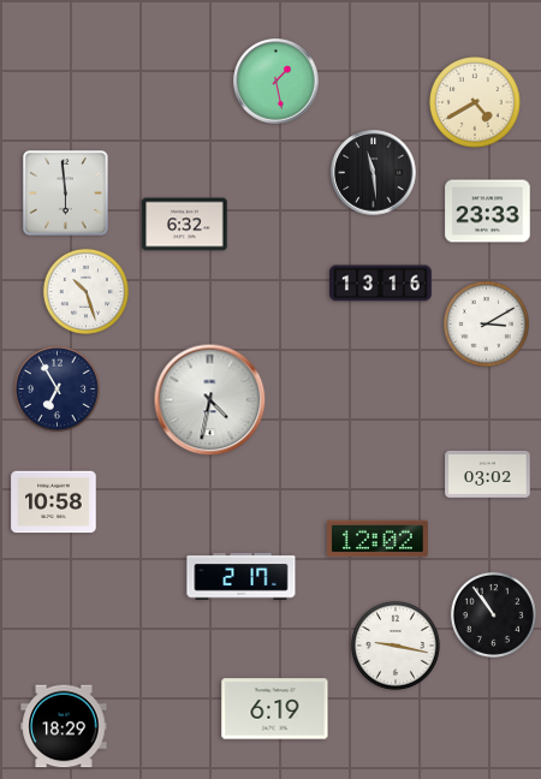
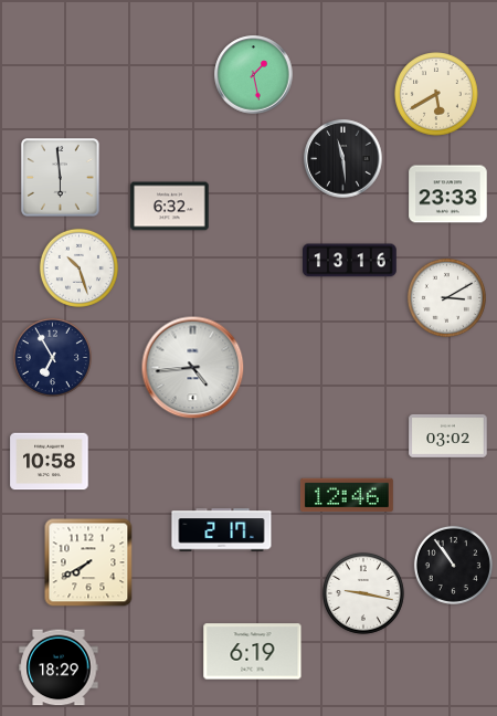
clock at (475, 102): 4:40 -> 5:40
clock at (210, 400): 4:32 -> 4:44
clock at (377, 539): 12:02 -> 12:46
clock at (88, 562): none -> 7:40
